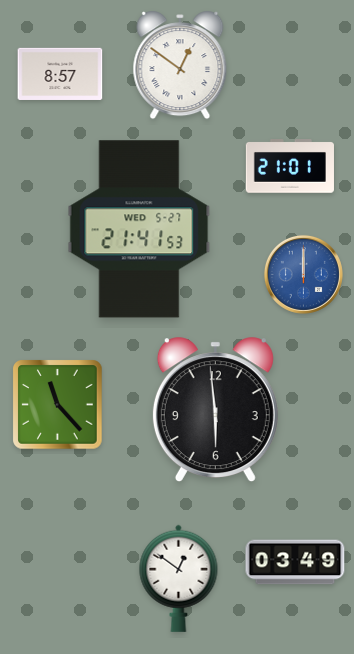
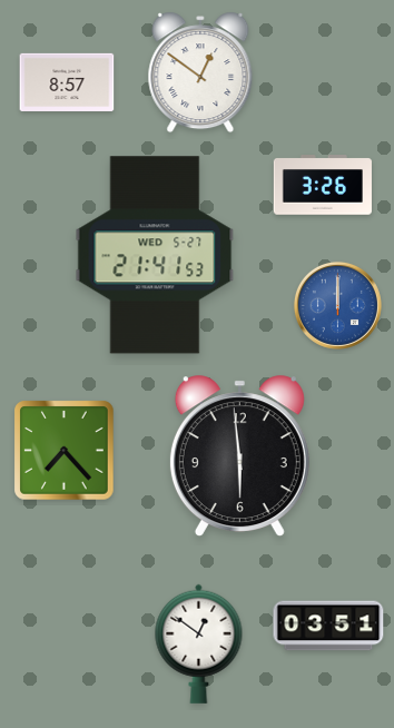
clock at (290, 166): 21:01 -> 3:26
clock at (58, 405): 11:23 -> 7:23
clock at (295, 562): 03:49 -> 03:51
